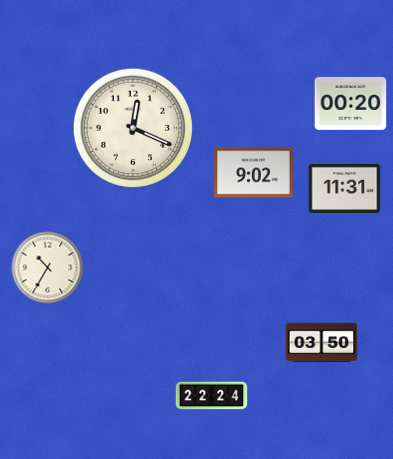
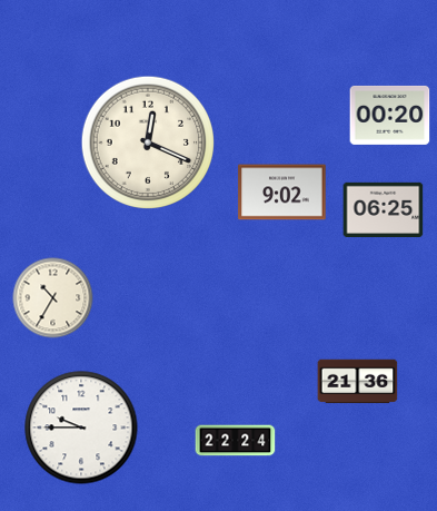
clock at (345, 188): 11:31 -> 06:25
clock at (322, 343): 03:50 -> 21:36
clock at (81, 428): none -> 9:45
